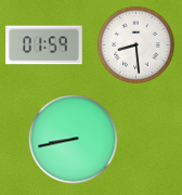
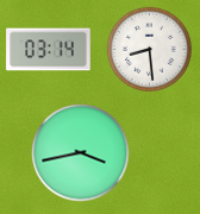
clock at (44, 45): 01:59 -> 03:14
clock at (74, 140): 8:43 -> 3:43
